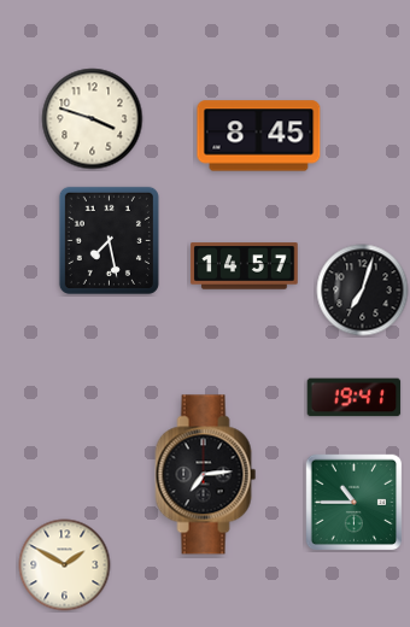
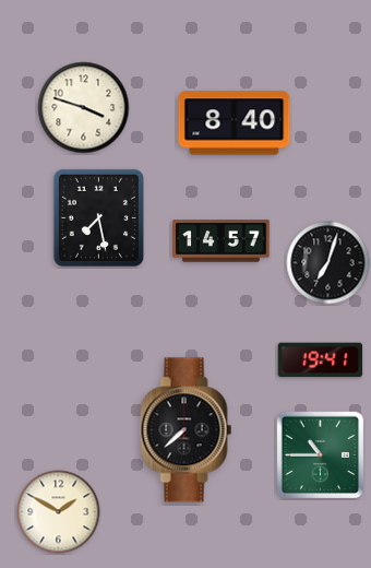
clock at (259, 136): 8:45 -> 8:40
clock at (206, 475): 7:14 -> 7:38
